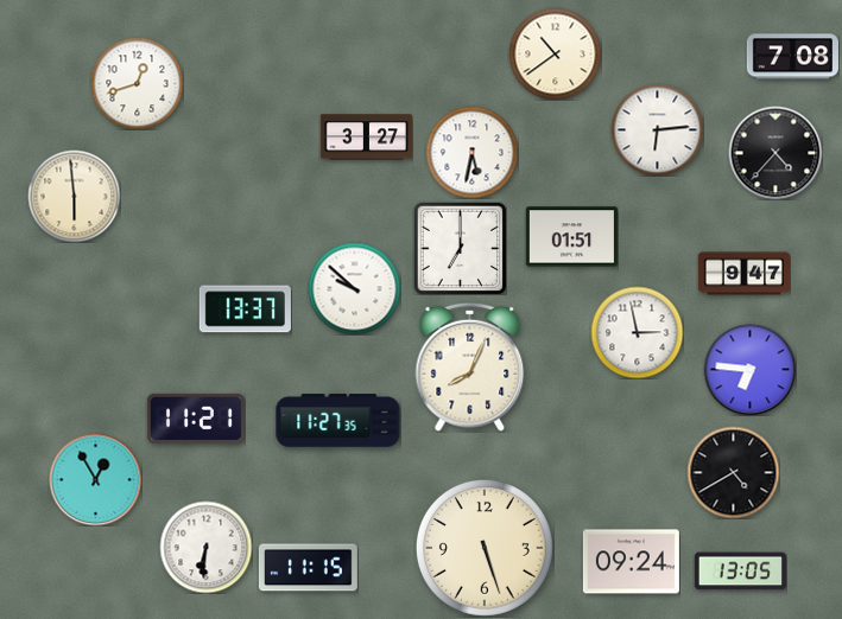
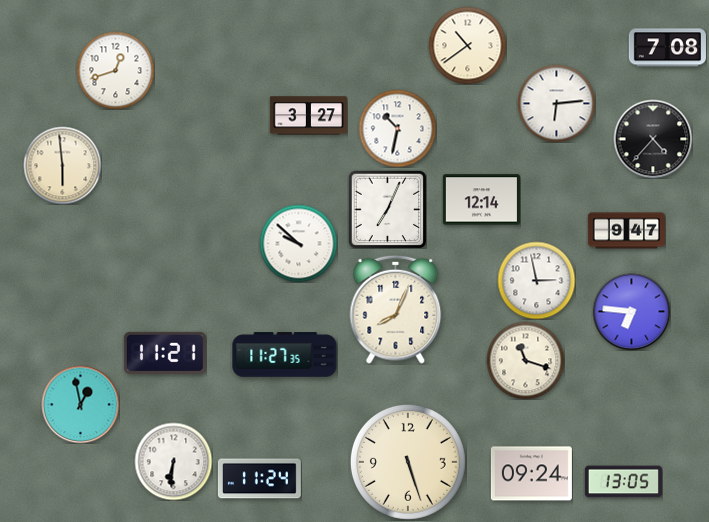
clock at (657, 129) position: (657, 129) -> (556, 103)
clock at (471, 152): 5:32 -> 10:32
clock at (775, 153) position: (775, 153) -> (653, 139)
clock at (571, 237): 01:51 -> 12:14
clock at (460, 248): 7:00 -> 7:04
clock at (245, 309): 13:37 -> none
clock at (525, 360): none -> 11:18
clock at (733, 472): 4:40 -> none
clock at (95, 479): 12:55 -> 12:58
clock at (308, 568): 11:15 -> 11:24
